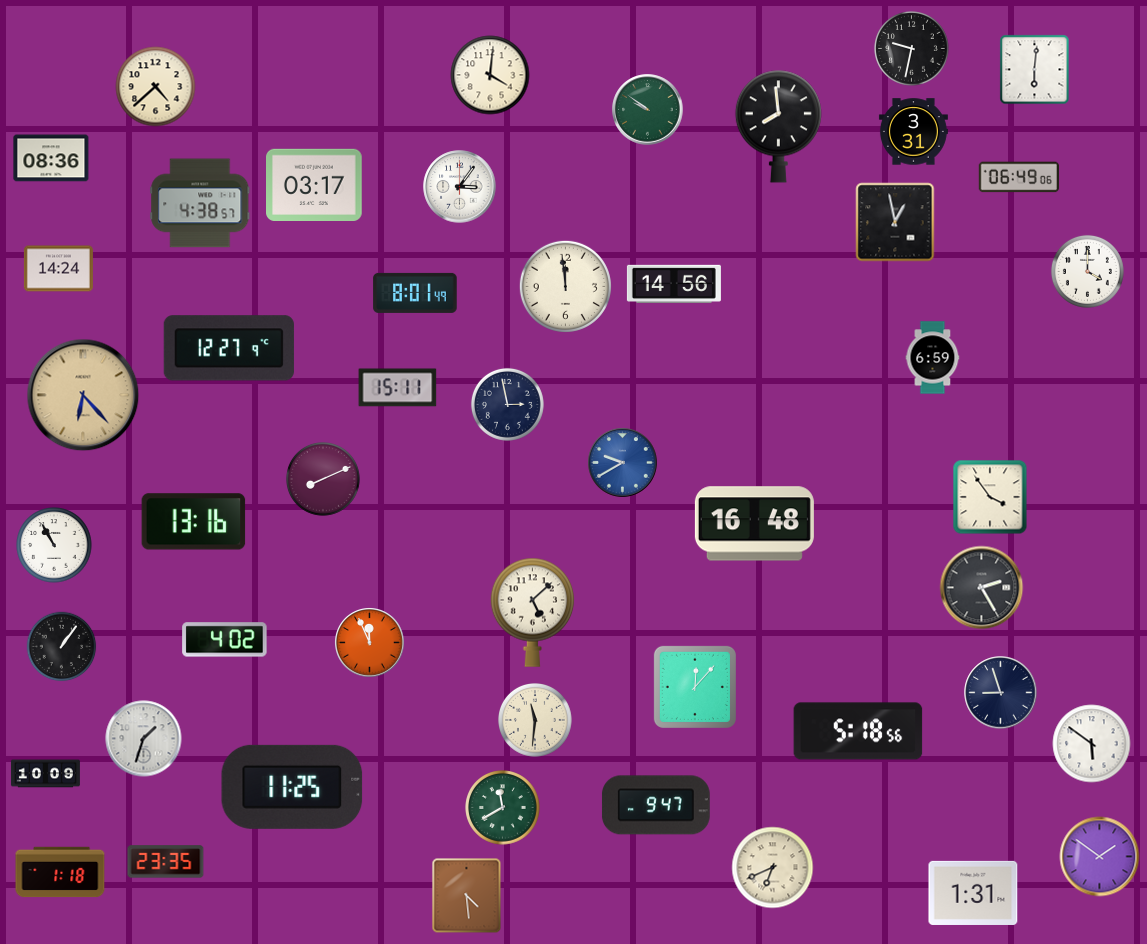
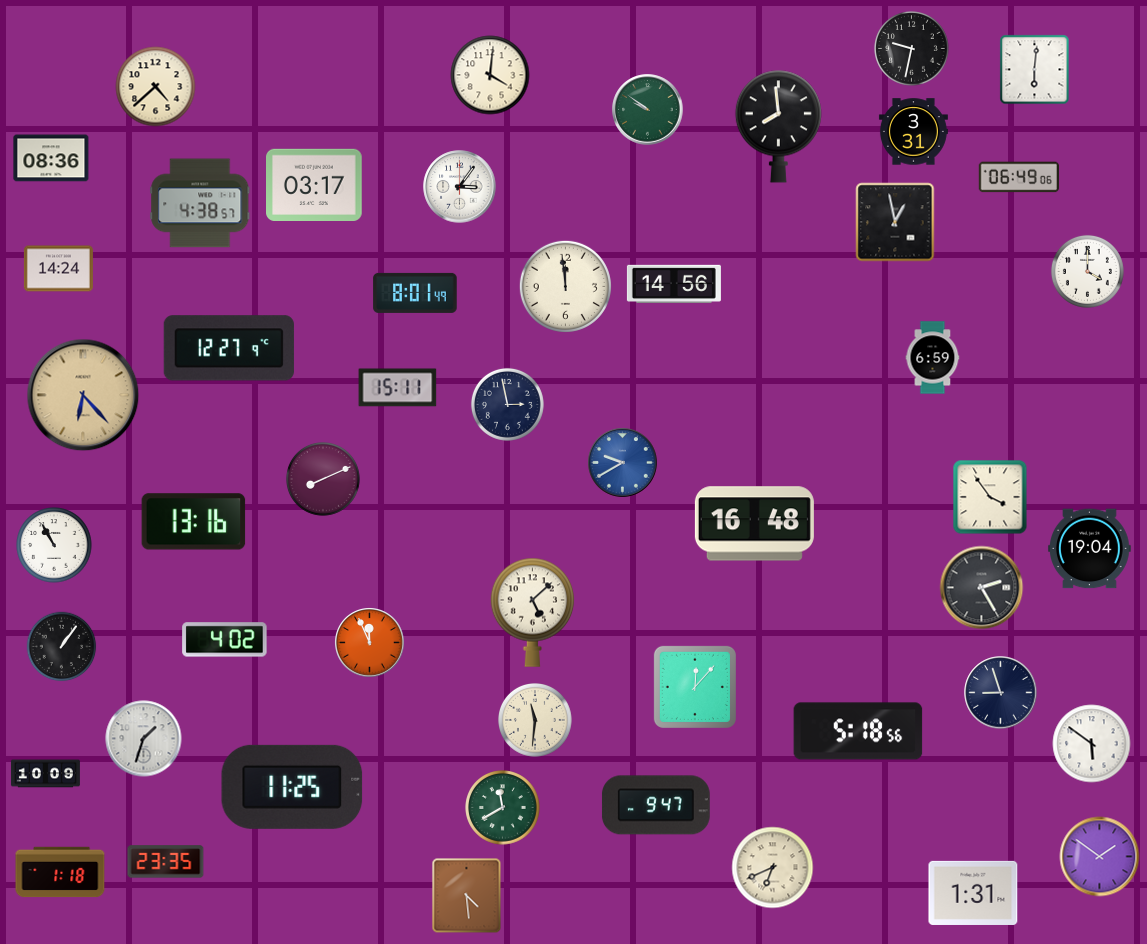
clock at (1090, 549): none -> 19:04
